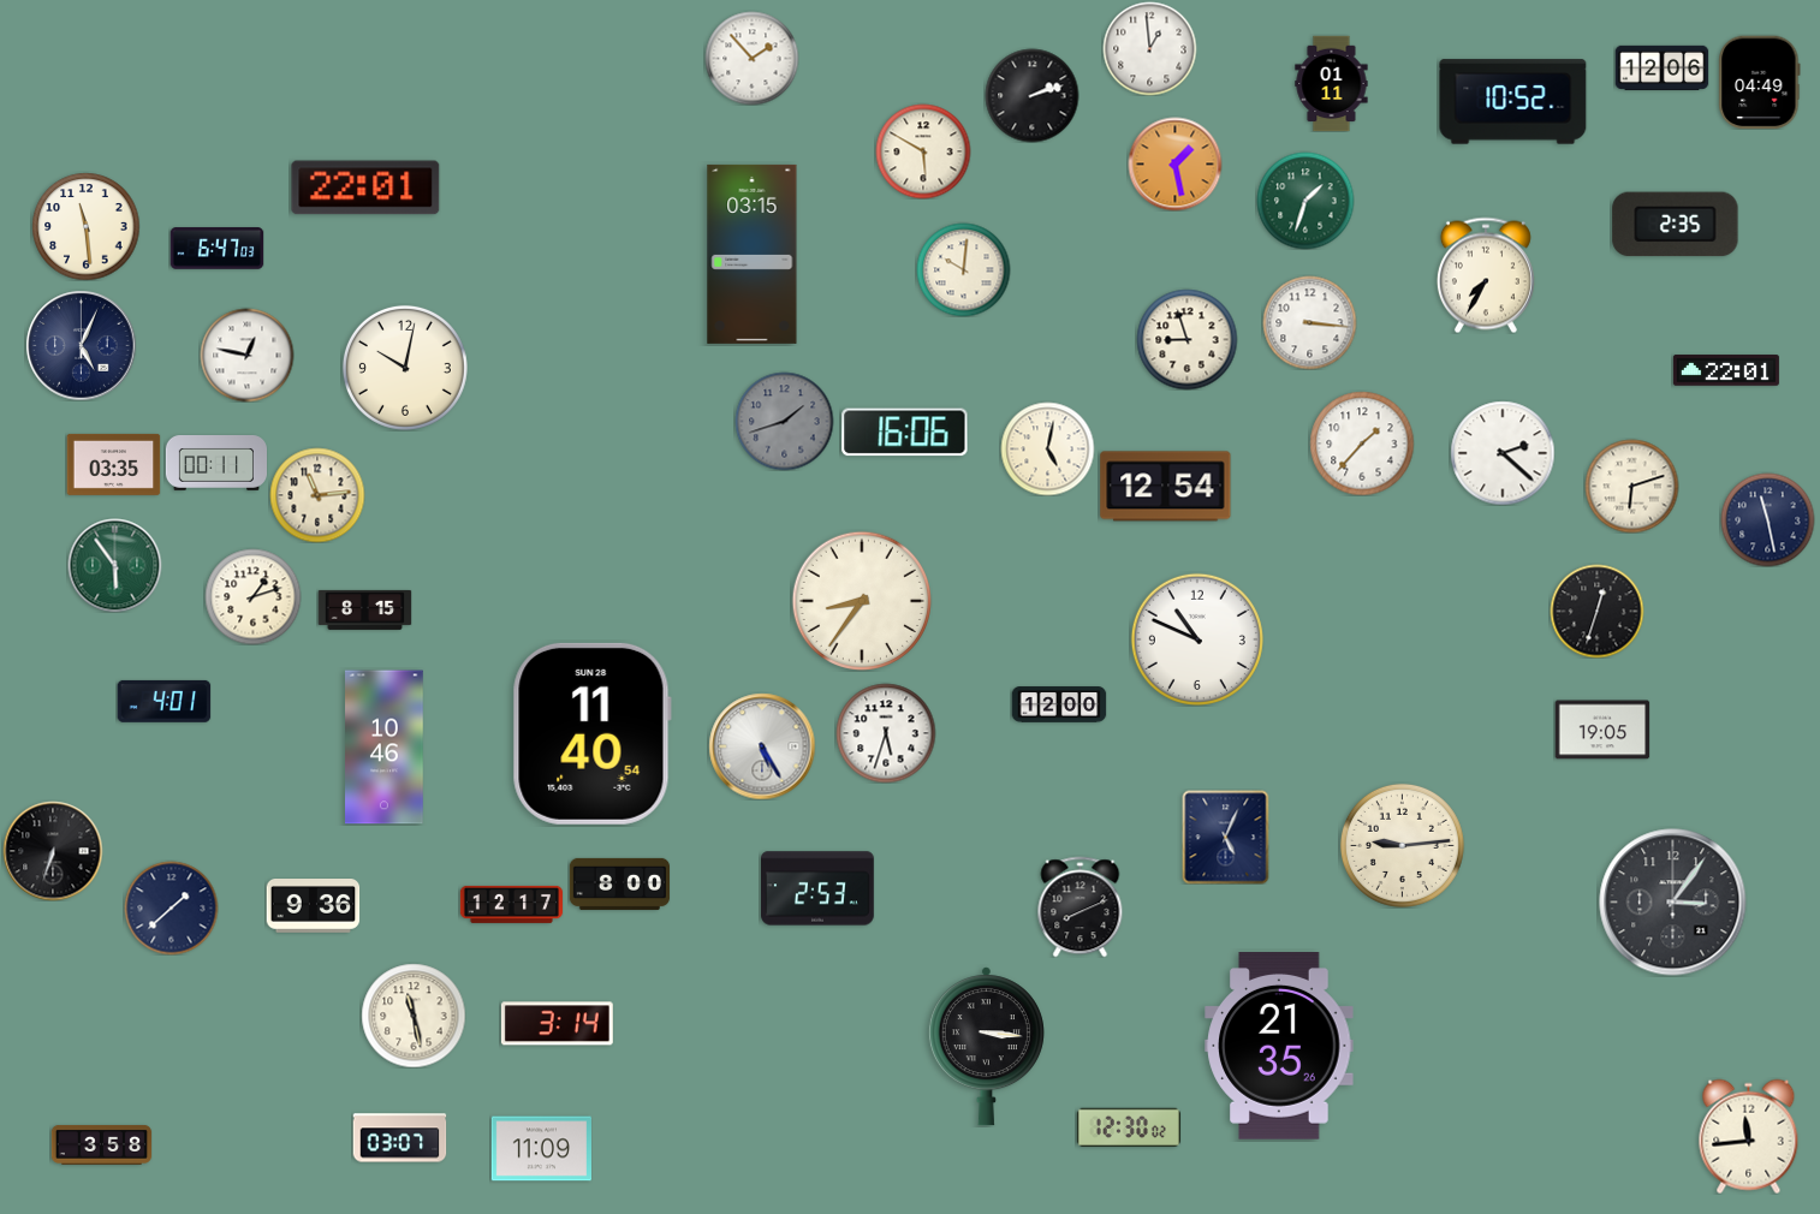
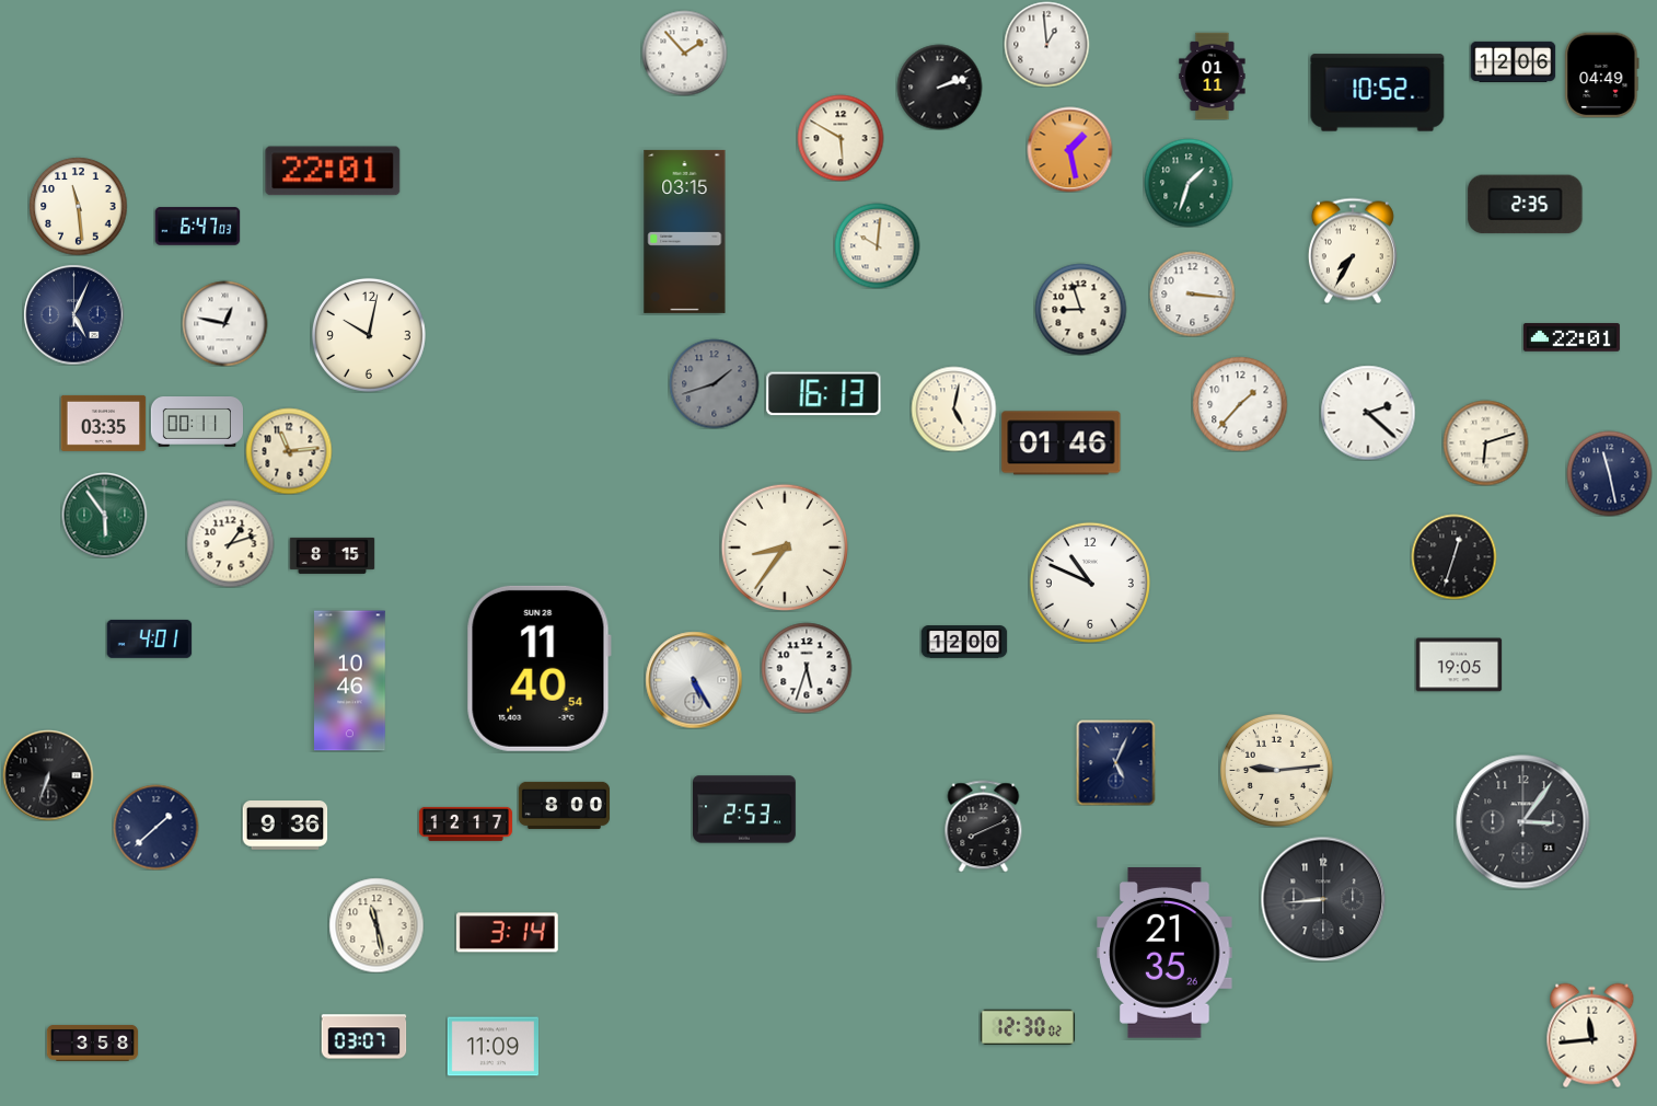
clock at (905, 433): 16:06 -> 16:13
clock at (1166, 487): 12:54 -> 01:46
clock at (1323, 899): none -> 8:44
clock at (986, 1047): 3:16 -> none
